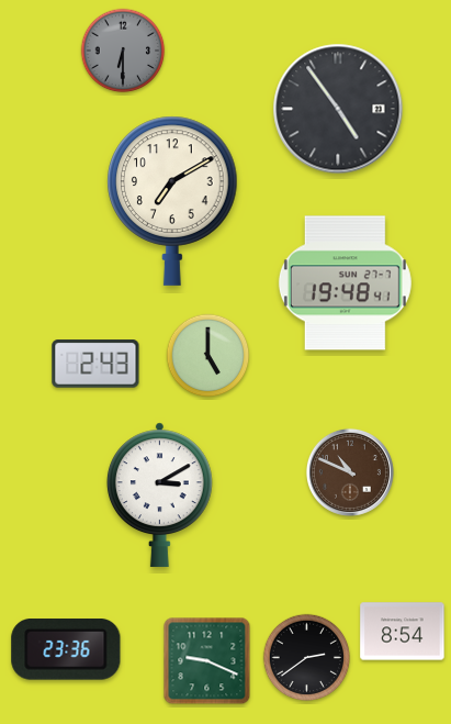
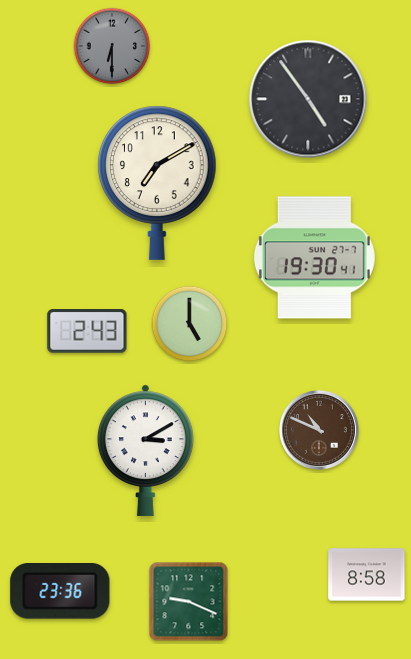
clock at (345, 283): 19:48 -> 19:30
clock at (403, 632): 8:54 -> 8:58
clock at (307, 658): 2:39 -> none
